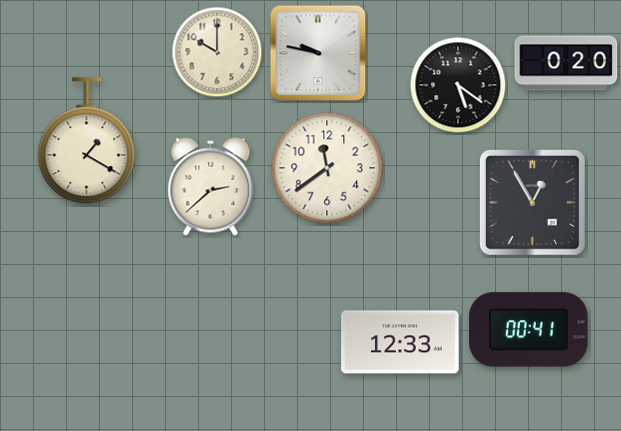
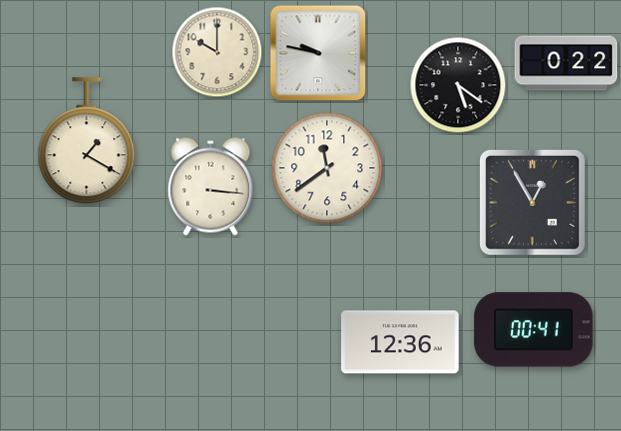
clock at (566, 63): 0:20 -> 0:22
clock at (211, 187): 2:38 -> 3:16
clock at (529, 330) position: (529, 330) -> (534, 330)
clock at (400, 342): 12:33 -> 12:36
